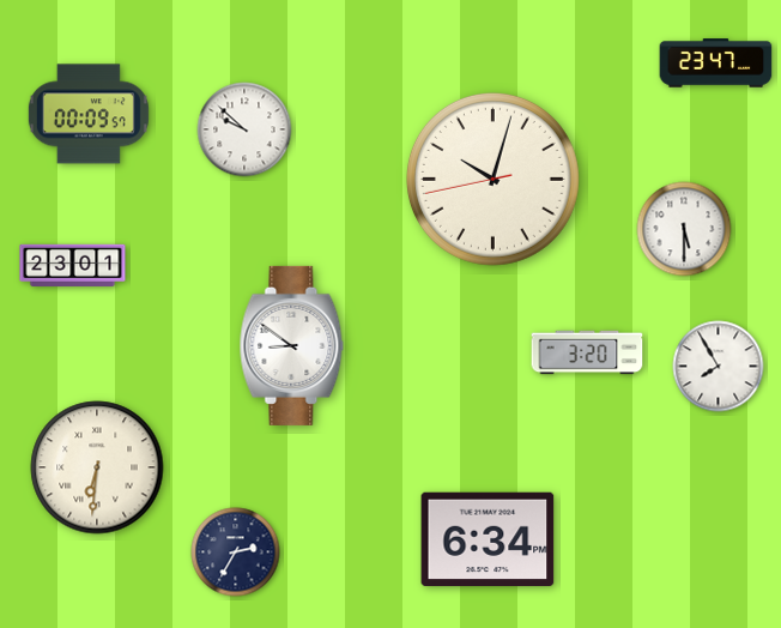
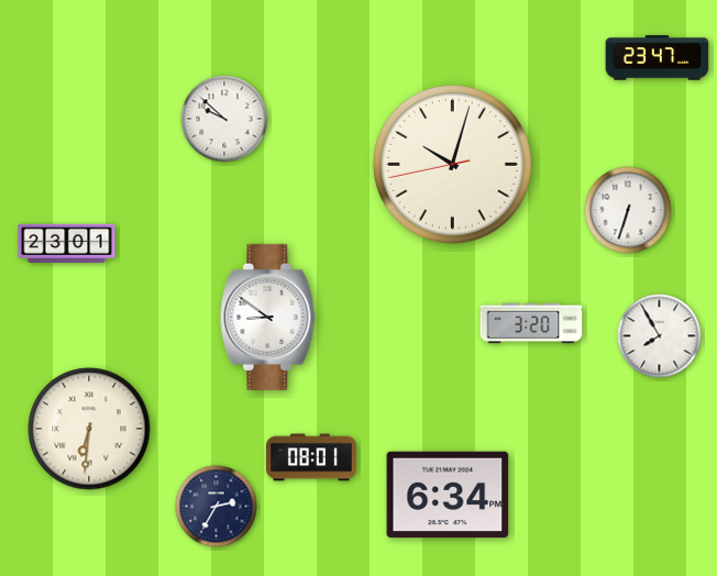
clock at (89, 114): 00:09 -> none
clock at (684, 229): 5:30 -> 6:33
clock at (587, 352) position: (587, 352) -> (531, 323)
clock at (311, 457): none -> 08:01
